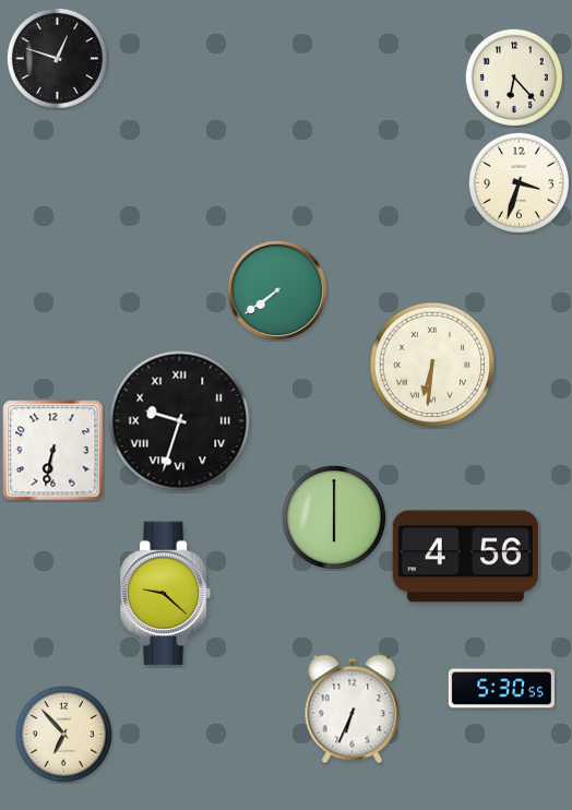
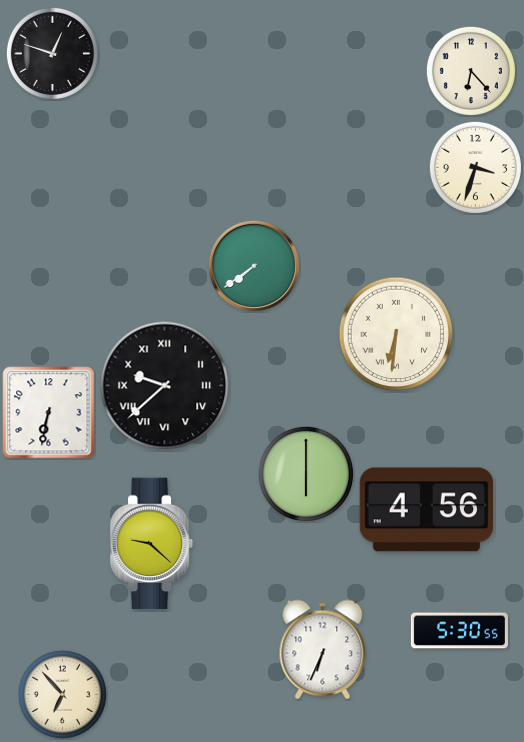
clock at (180, 421): 9:33 -> 9:38
clock at (63, 734) position: (63, 734) -> (62, 694)
